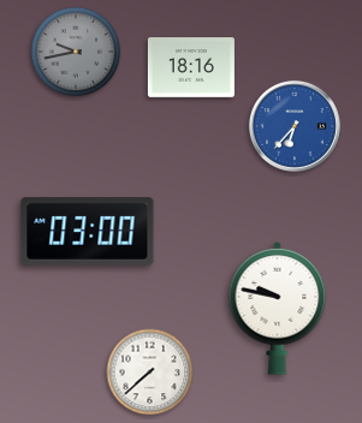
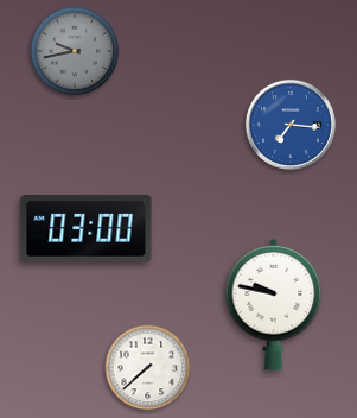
clock at (191, 67): 18:16 -> none
clock at (295, 126): 6:37 -> 7:16
